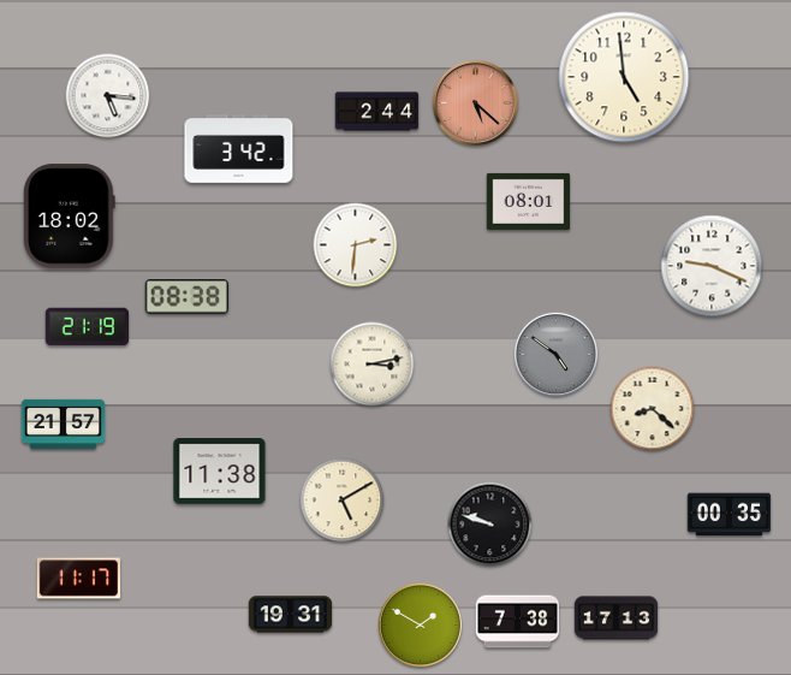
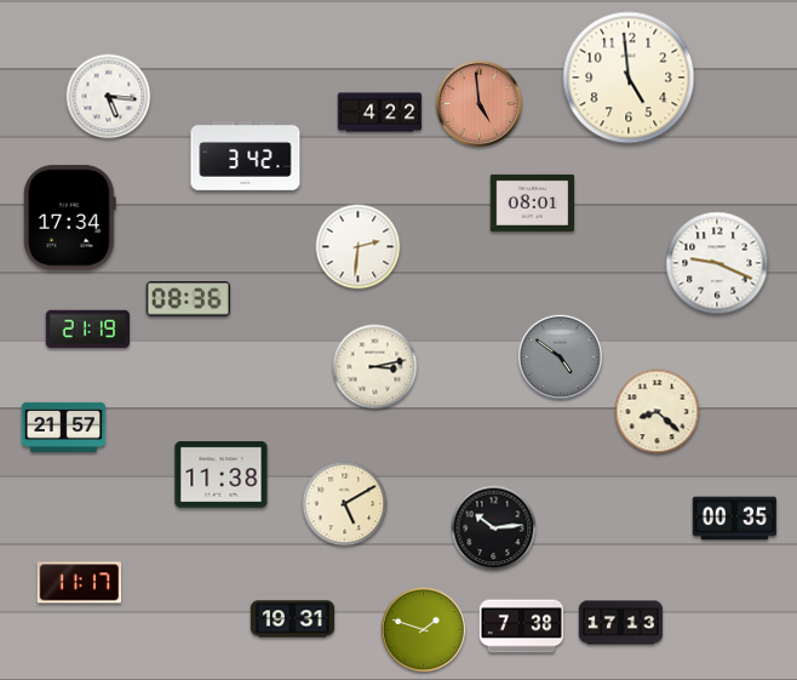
clock at (475, 102): 5:22 -> 4:59
clock at (377, 112): 2:44 -> 4:22
clock at (239, 149) position: (239, 149) -> (246, 156)
clock at (69, 217): 18:02 -> 17:34
clock at (712, 266) position: (712, 266) -> (717, 263)
clock at (186, 297): 08:38 -> 08:36
clock at (490, 525): 9:48 -> 10:14
clock at (420, 624): 1:50 -> 1:48
